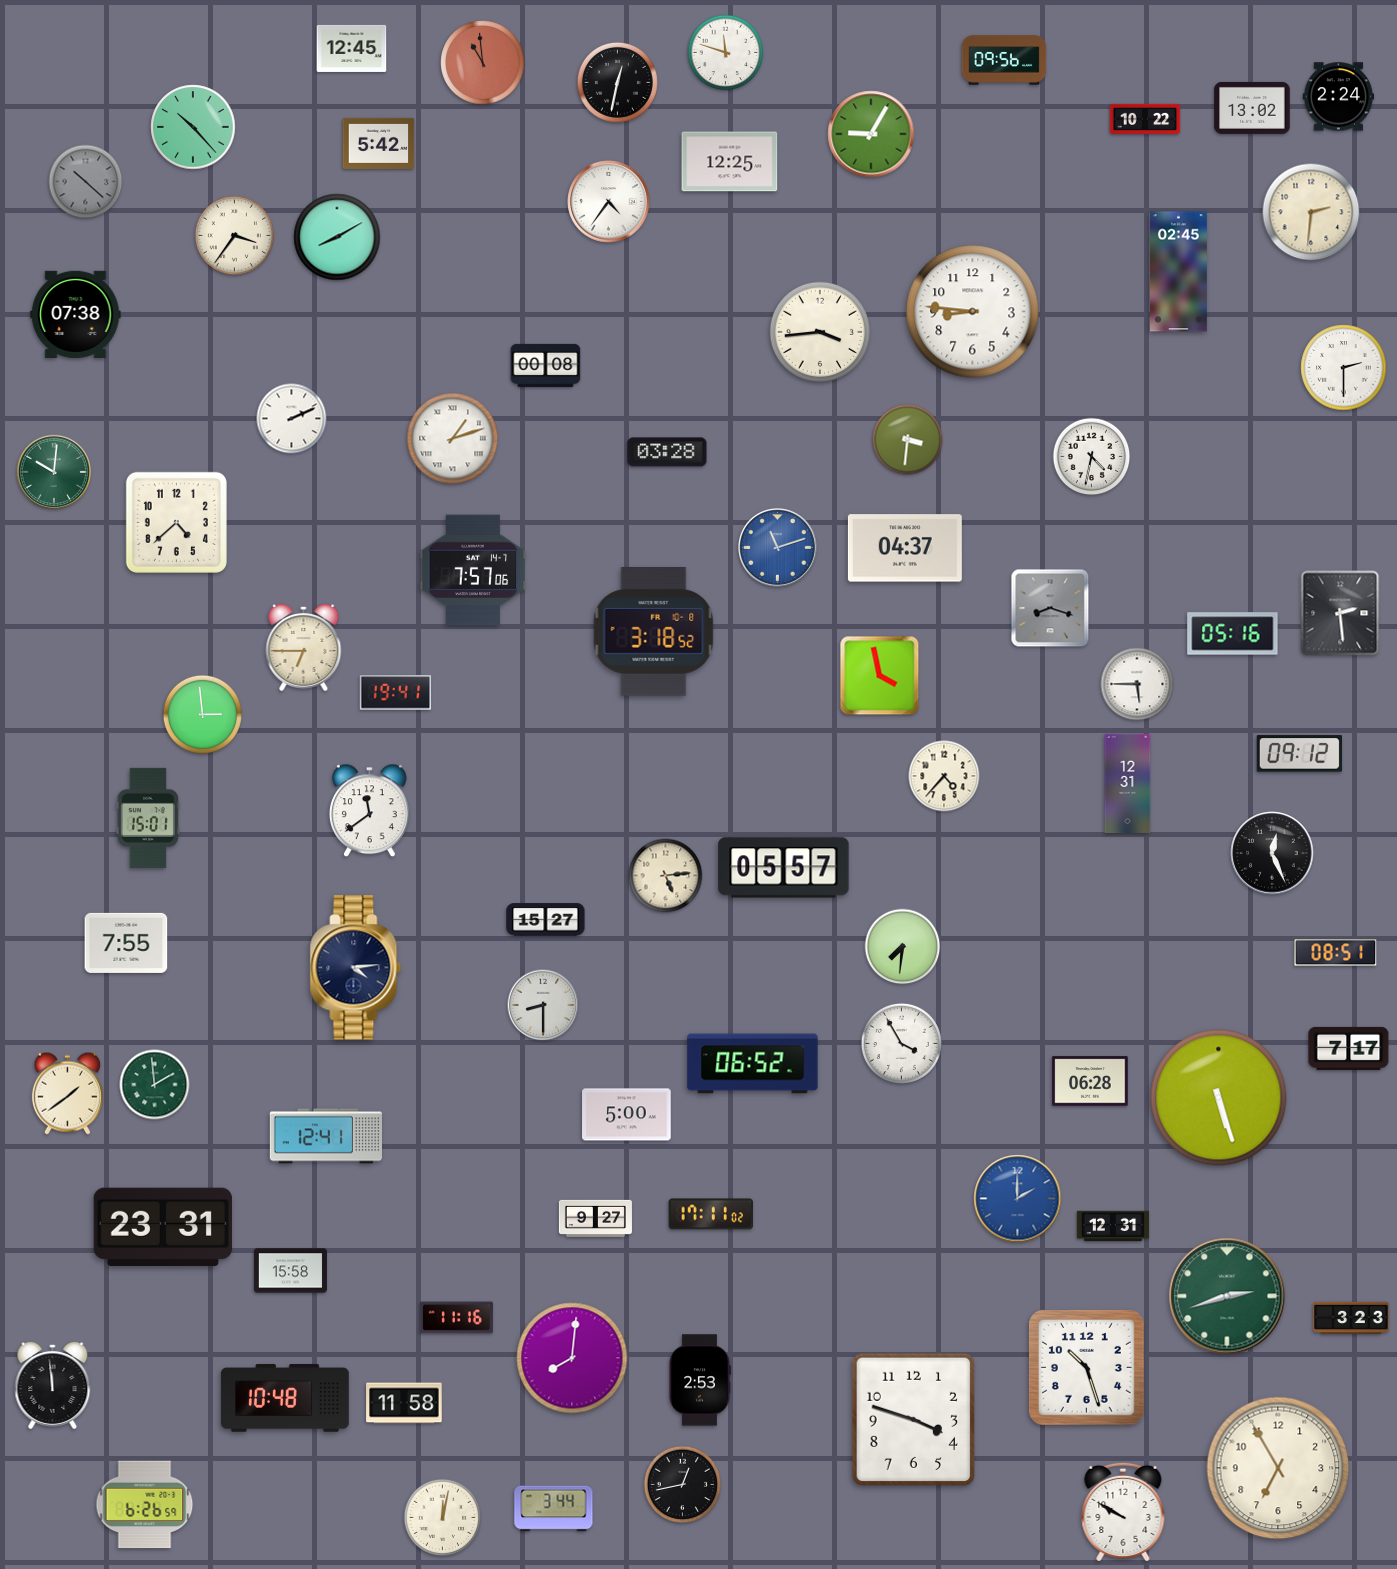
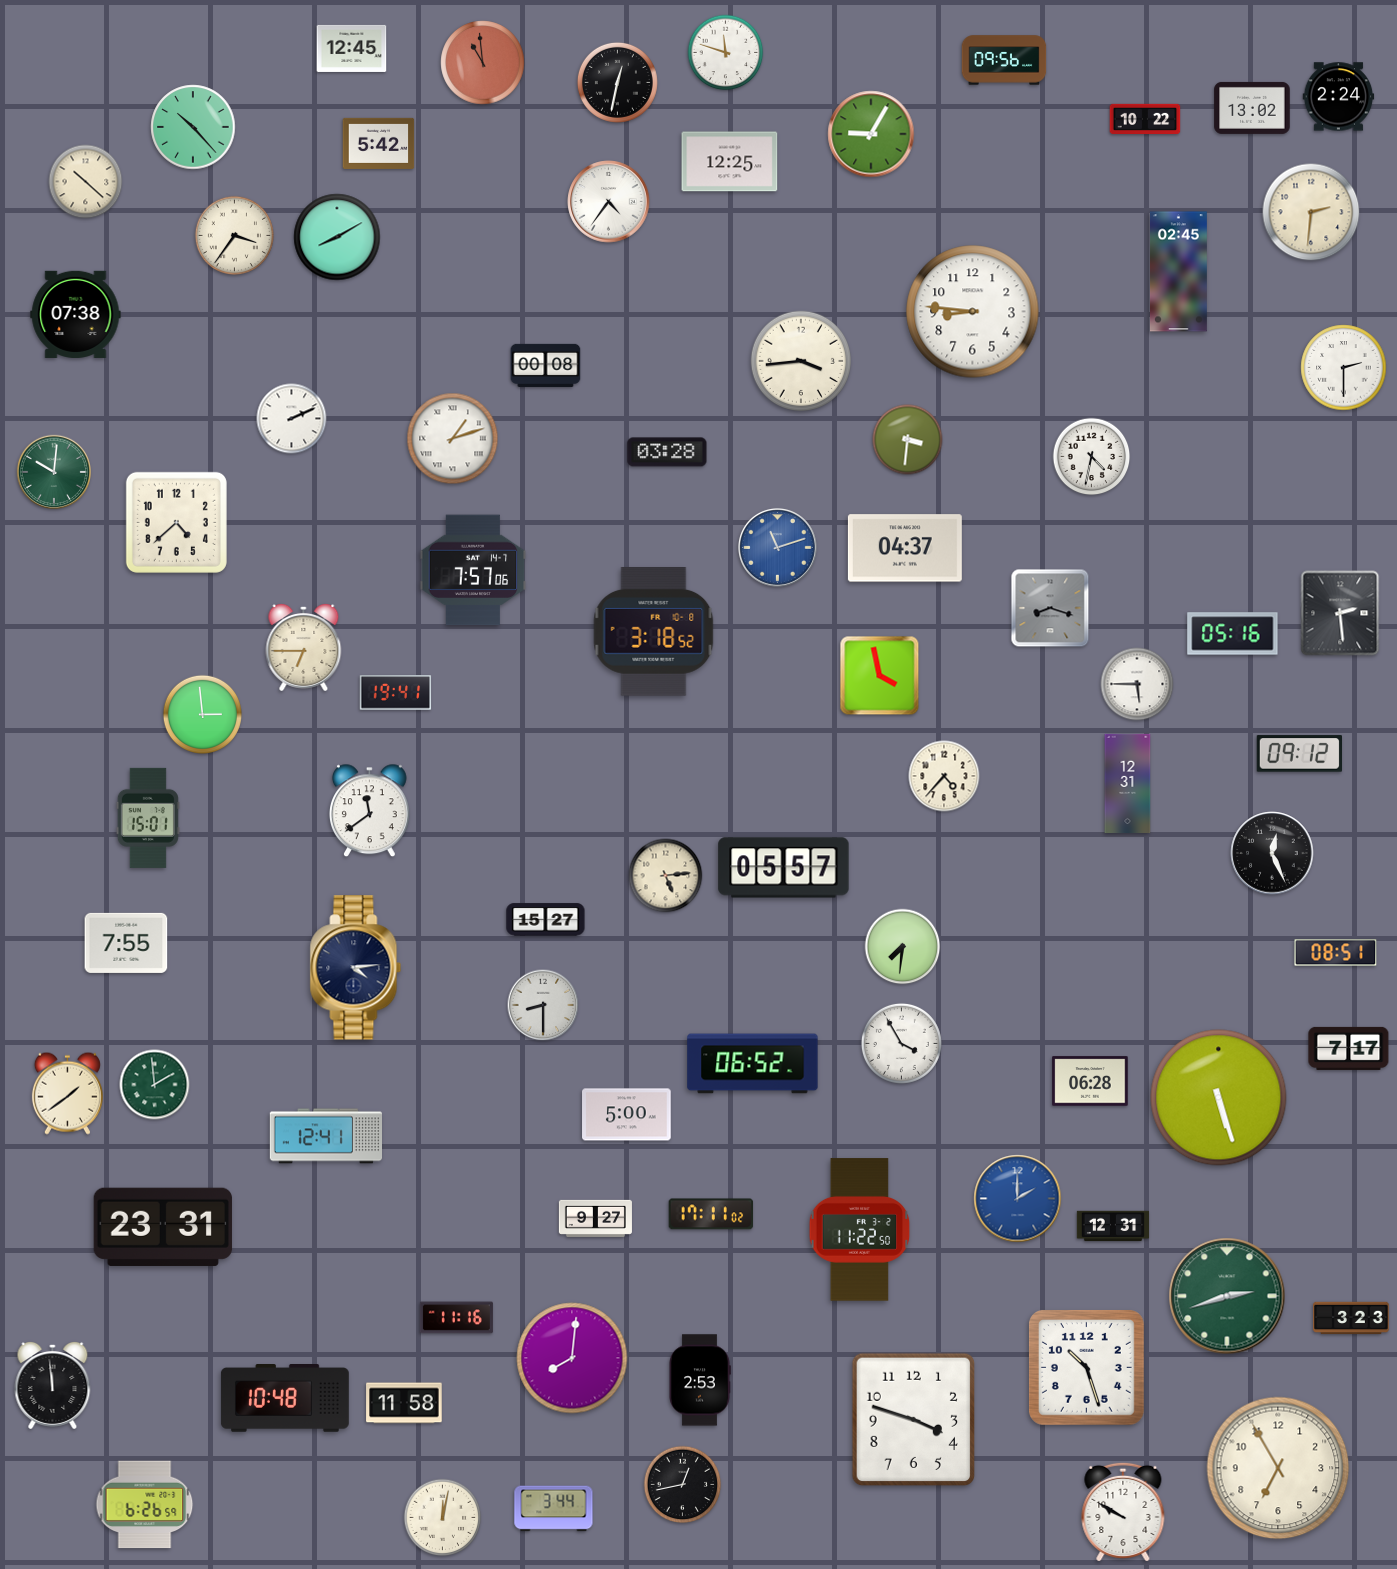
clock at (86, 182) dial: grey -> cream
clock at (819, 331) position: (819, 331) -> (800, 360)
clock at (860, 1230): none -> 11:22
clock at (290, 1271): 15:58 -> none
